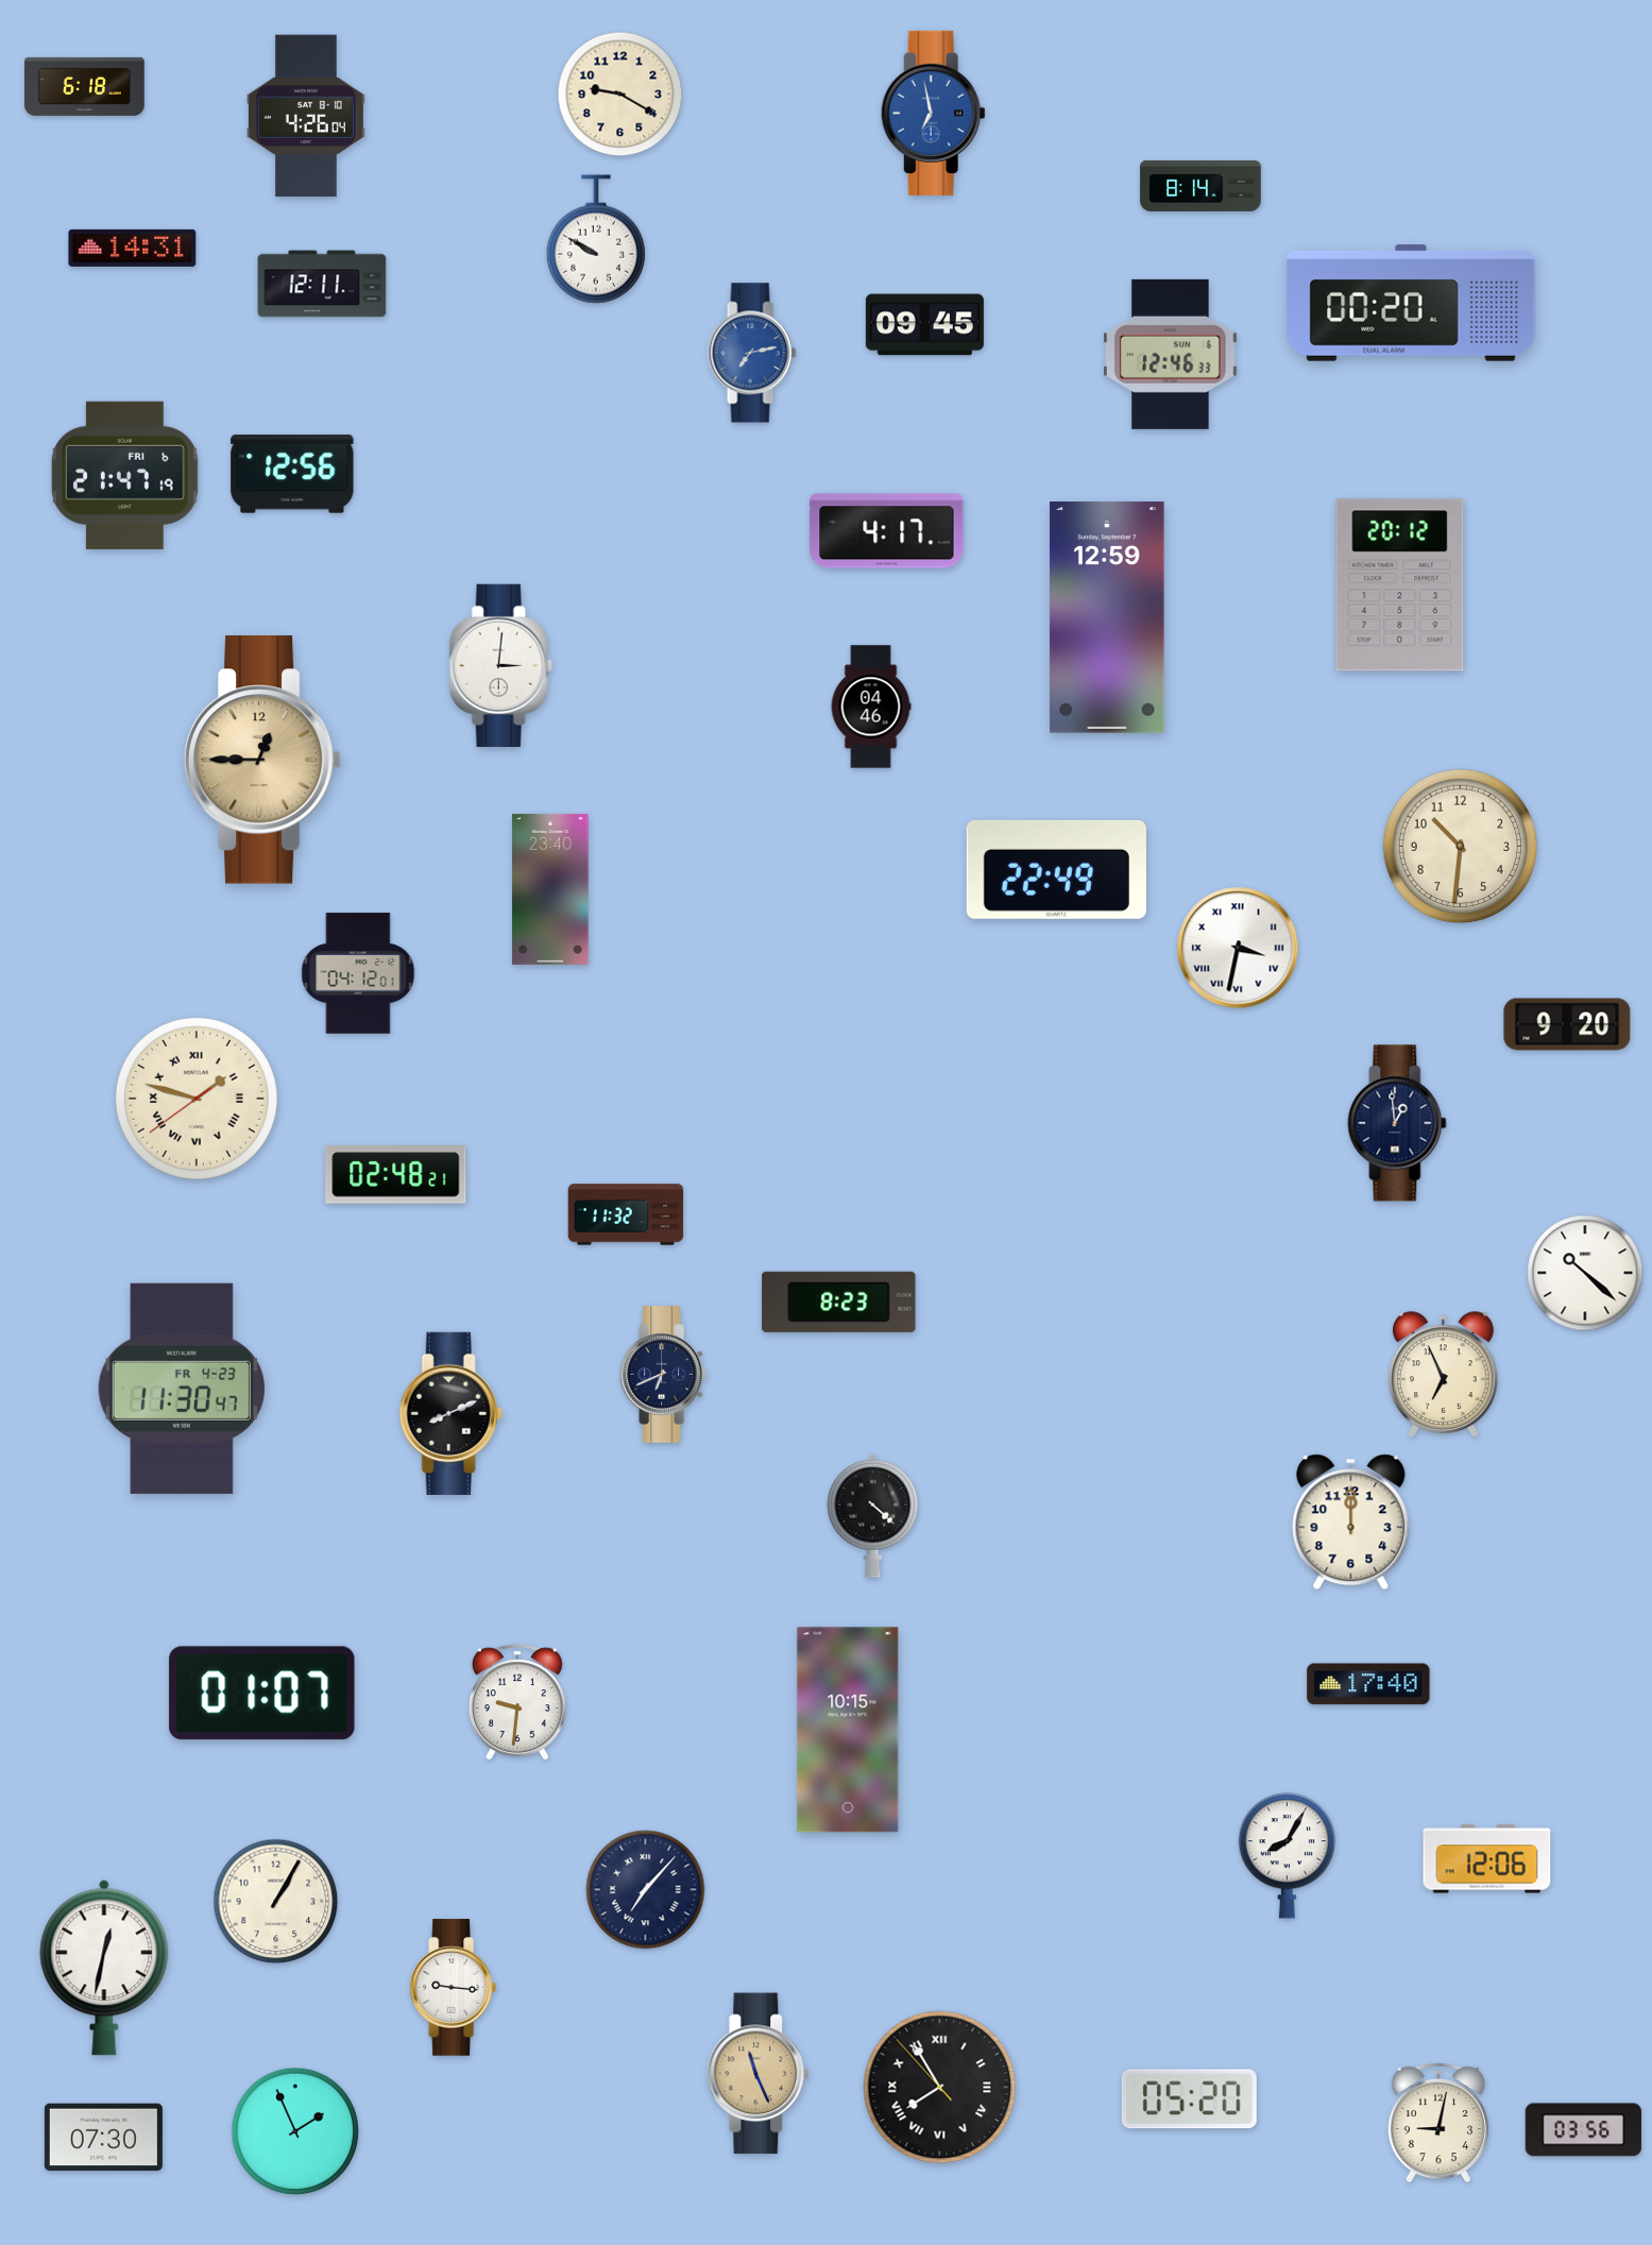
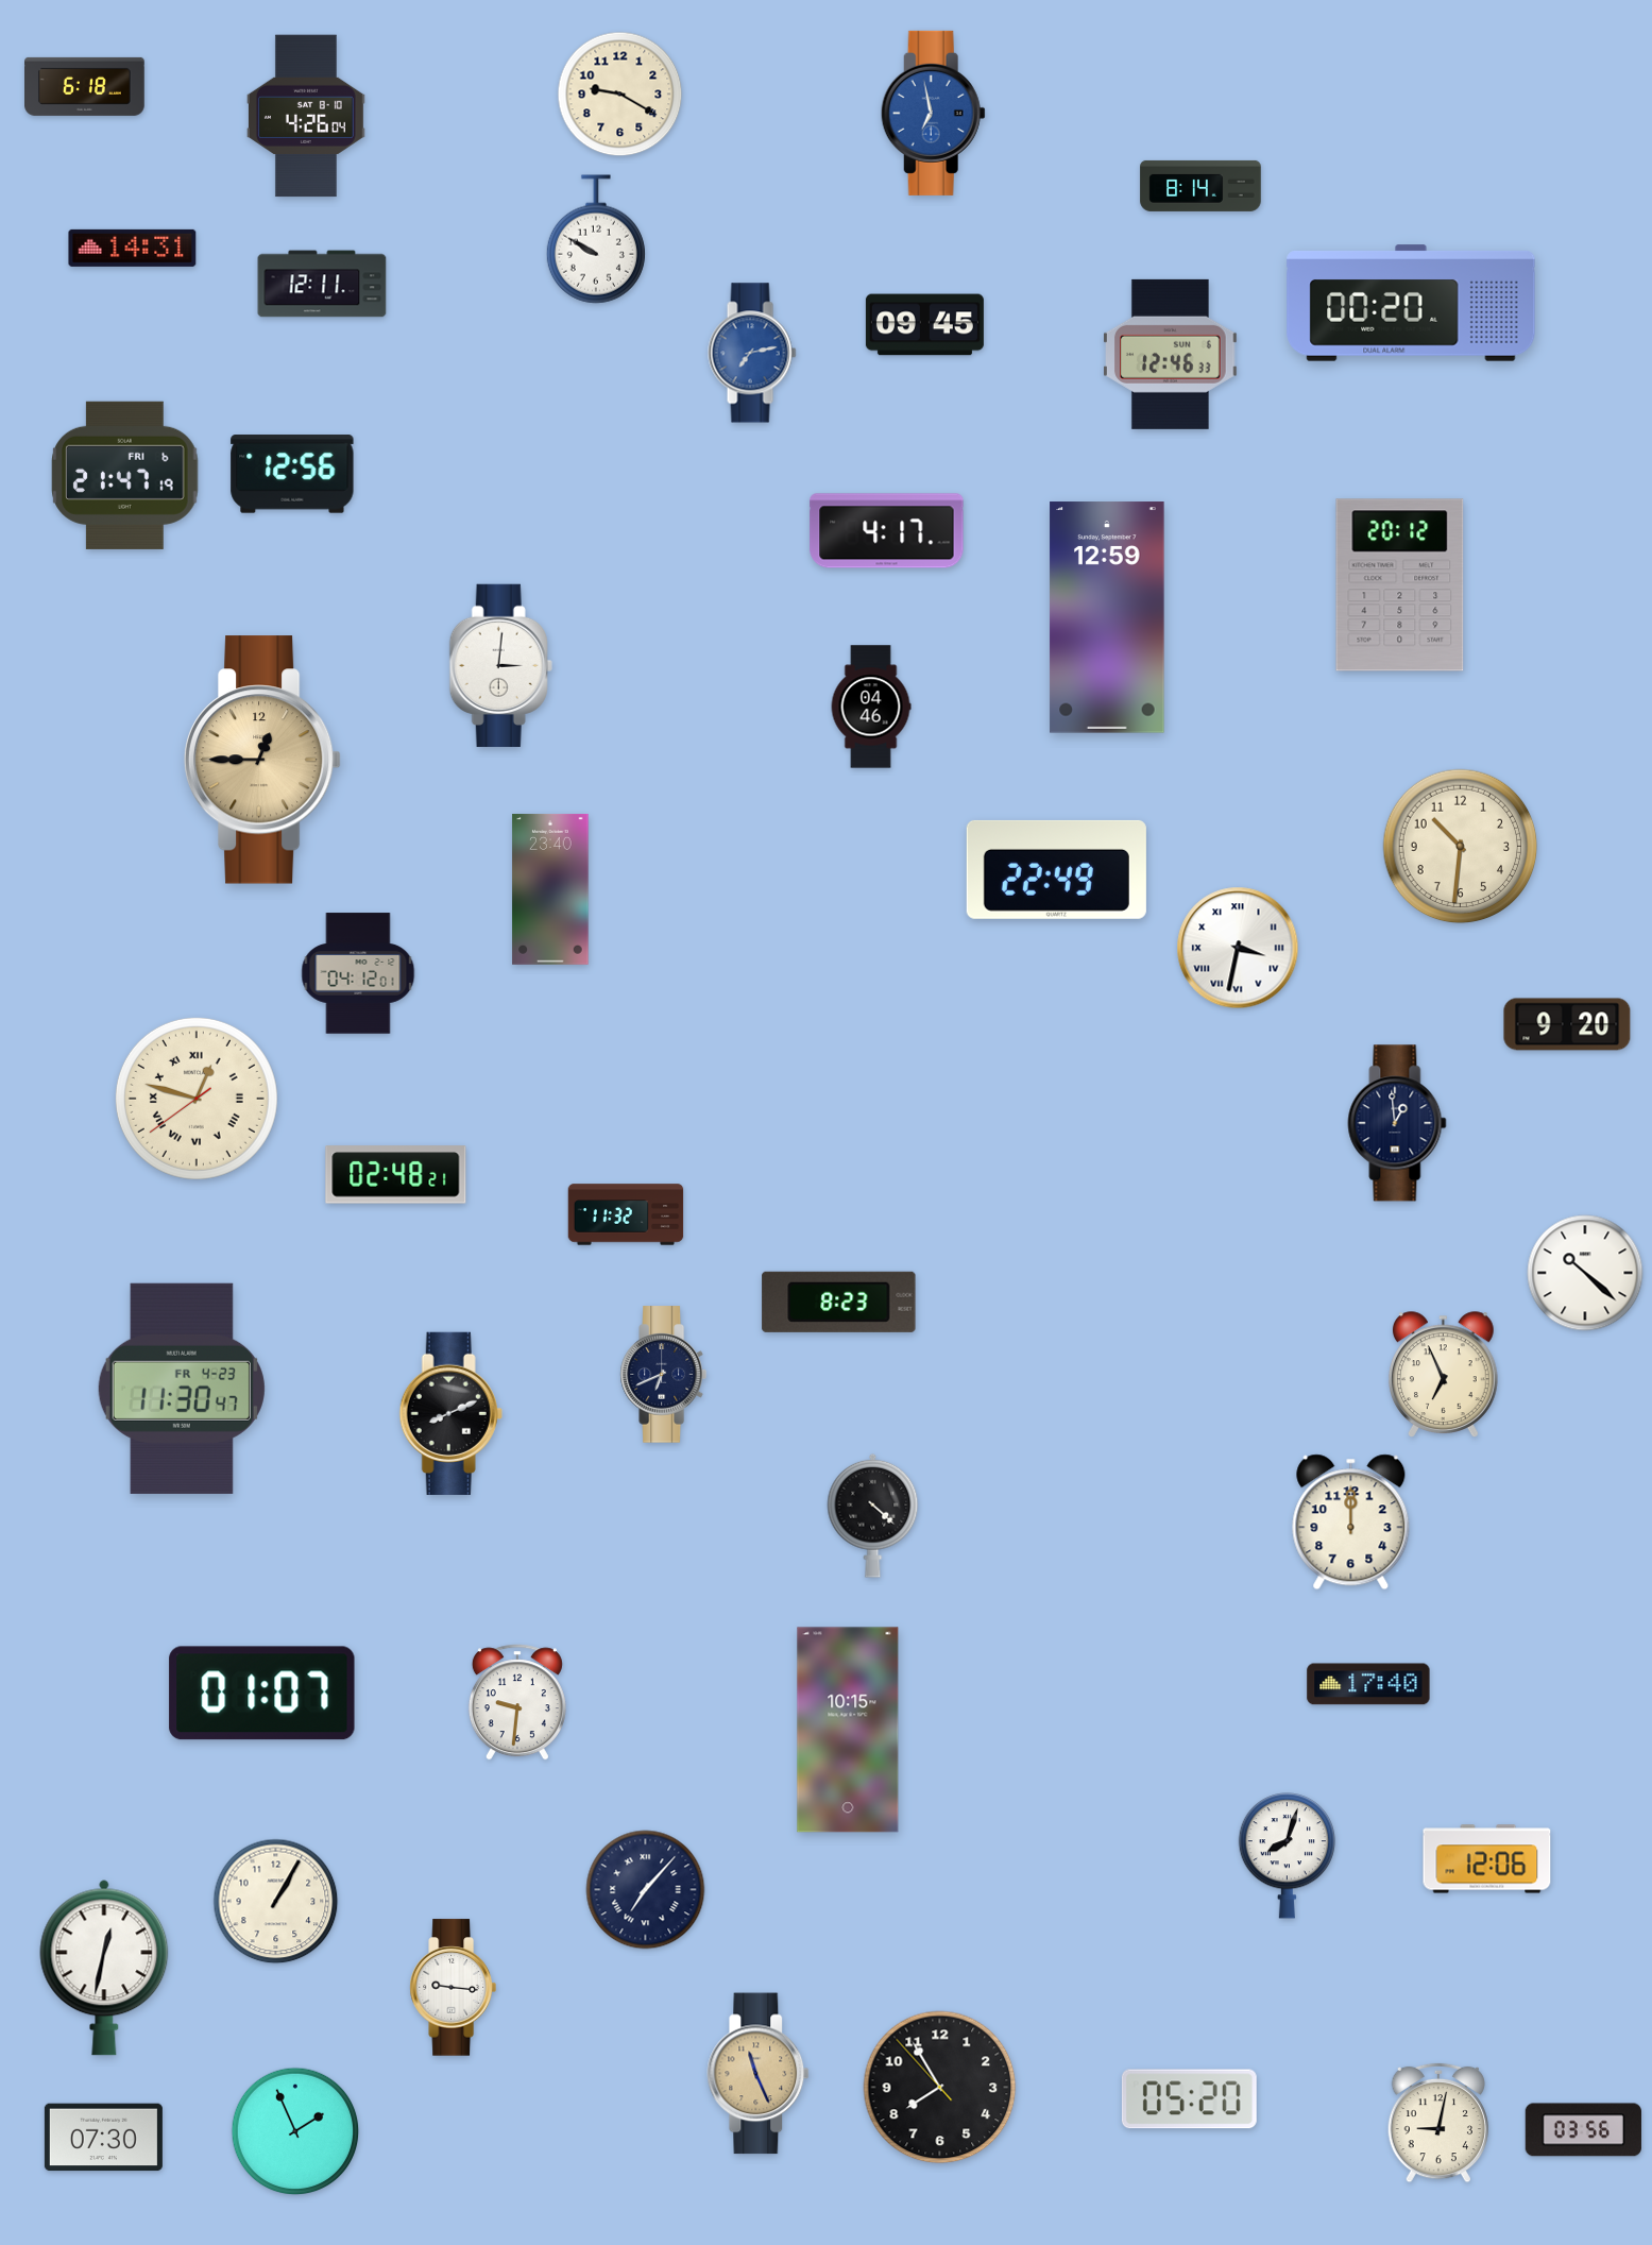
clock at (197, 1099): 1:47 -> 12:47
clock at (1288, 1856): 8:05 -> 8:03
clock at (940, 2088) numerals: Roman -> Arabic
